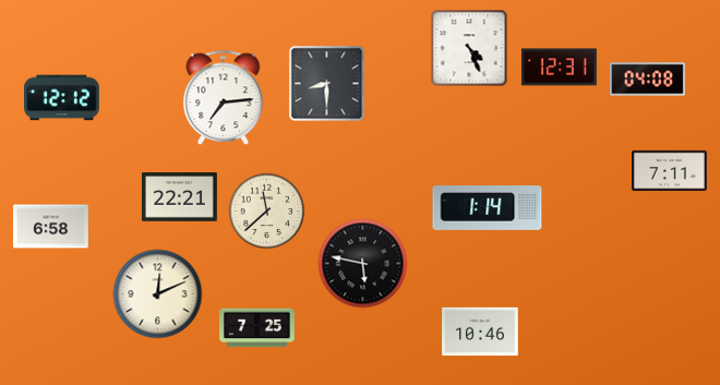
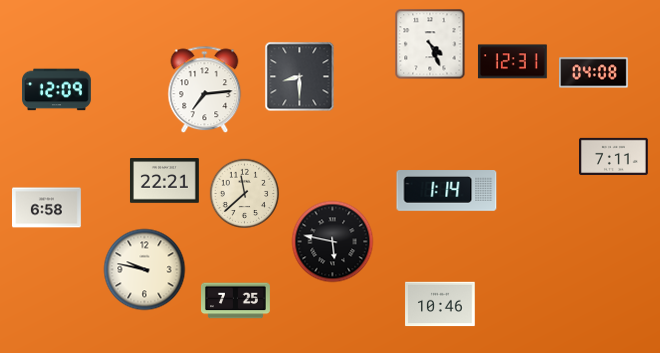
clock at (62, 98): 12:12 -> 12:09
clock at (158, 294): 12:11 -> 9:47
